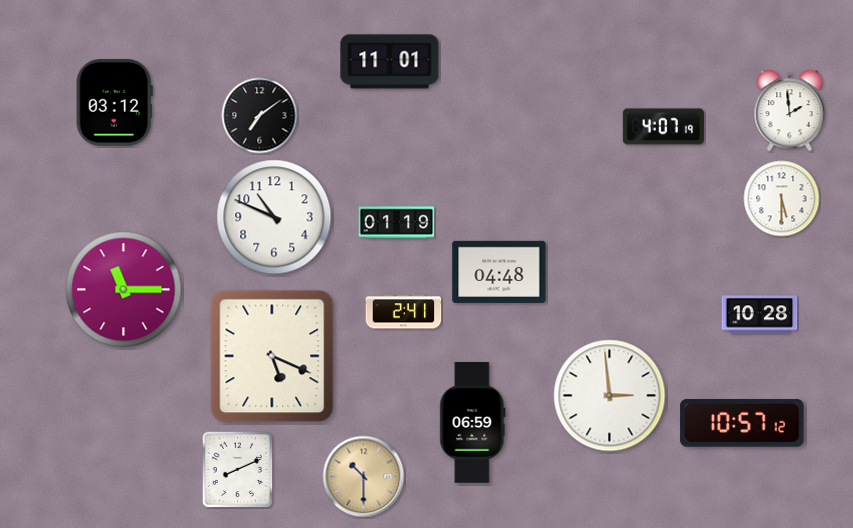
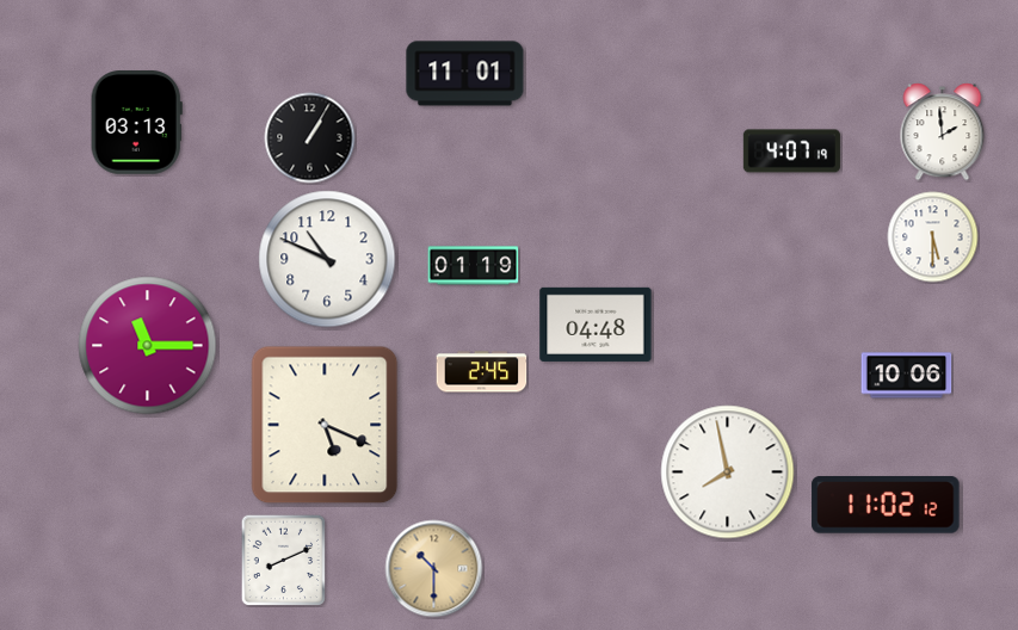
clock at (114, 103): 03:12 -> 03:13
clock at (260, 116): 7:09 -> 1:05
clock at (404, 312): 2:41 -> 2:45
clock at (760, 315): 10:28 -> 10:06
clock at (610, 396): 2:59 -> 7:58
clock at (473, 423): 06:59 -> none
clock at (742, 424): 10:57 -> 11:02
